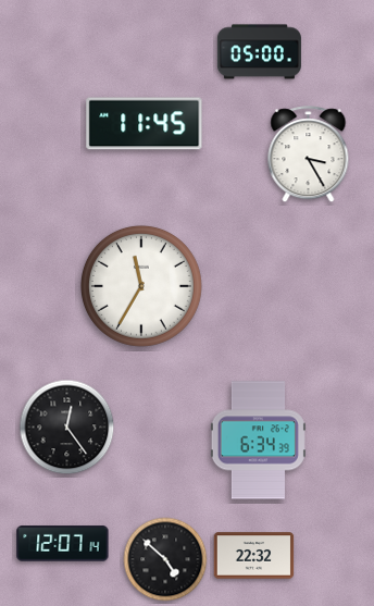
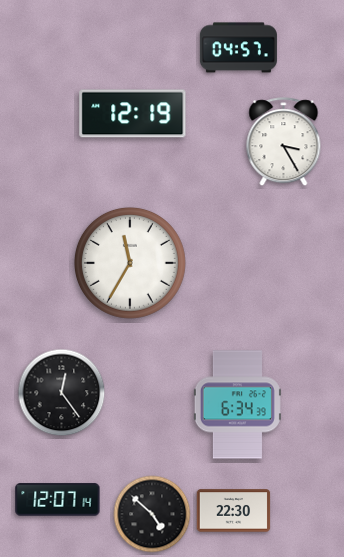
clock at (259, 52): 05:00 -> 04:57
clock at (145, 124): 11:45 -> 12:19
clock at (254, 556): 22:32 -> 22:30
